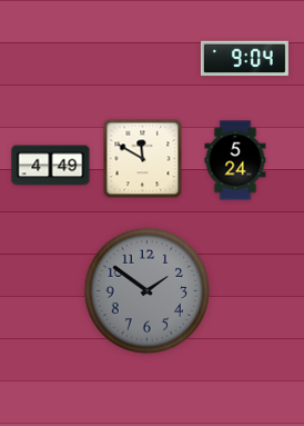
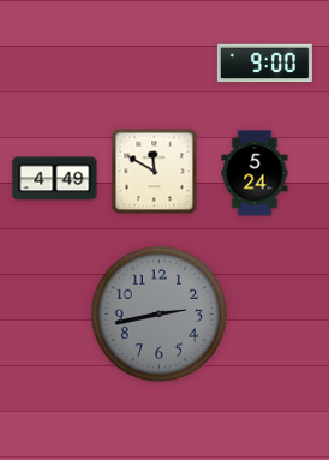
clock at (244, 59): 9:04 -> 9:00
clock at (148, 291): 1:51 -> 2:43
